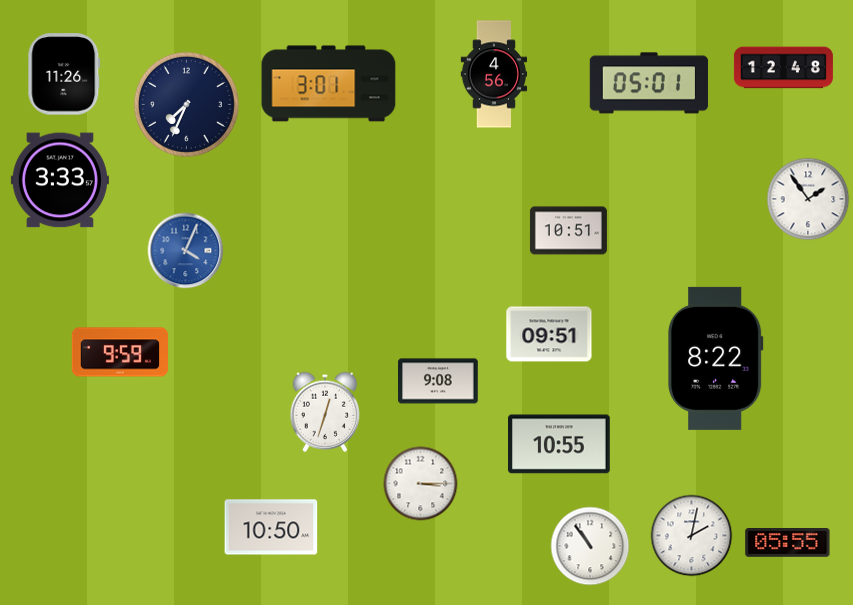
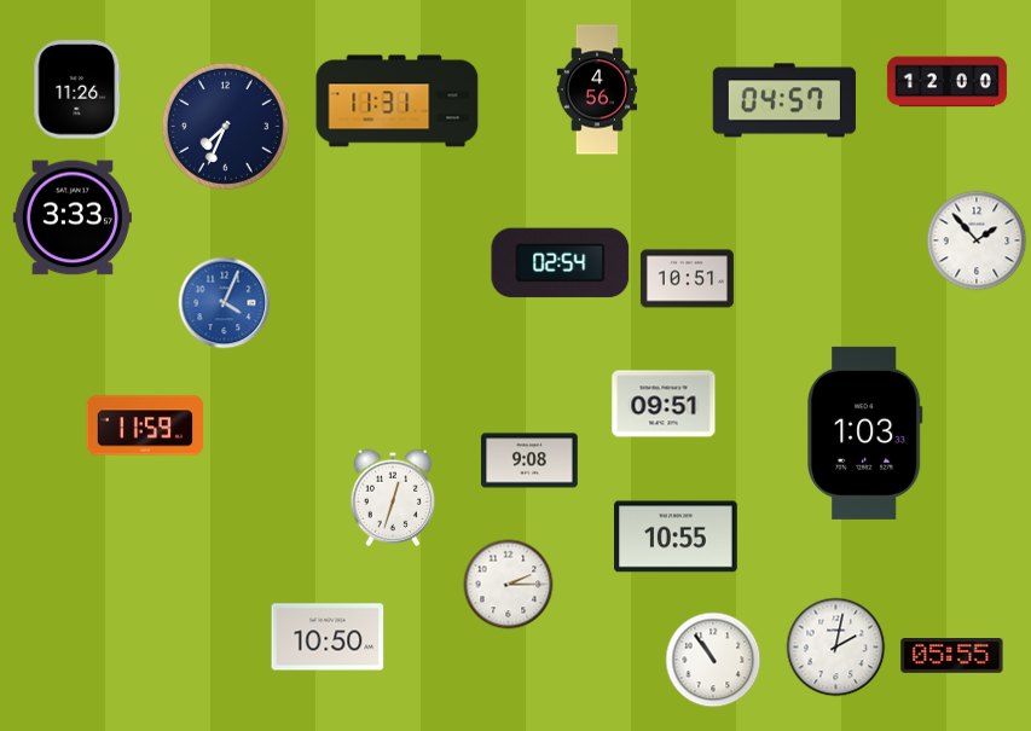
clock at (783, 68): 12:48 -> 12:00
clock at (649, 83): 05:01 -> 04:57
clock at (329, 84): 3:01 -> 11:31
clock at (808, 199): 1:54 -> 1:53
clock at (561, 263): none -> 02:54
clock at (120, 352): 9:59 -> 11:59
clock at (716, 358): 8:22 -> 1:03
clock at (421, 484): 3:15 -> 2:15
